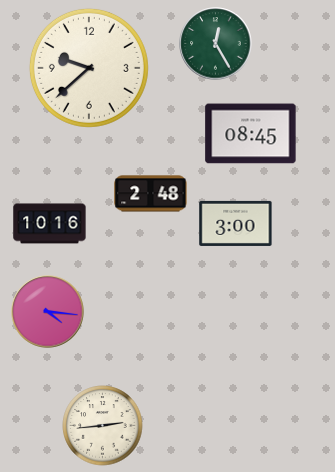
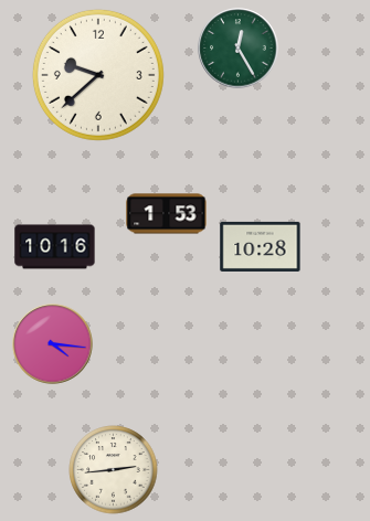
clock at (251, 134): 08:45 -> none
clock at (151, 194): 2:48 -> 1:53
clock at (236, 223): 3:00 -> 10:28
